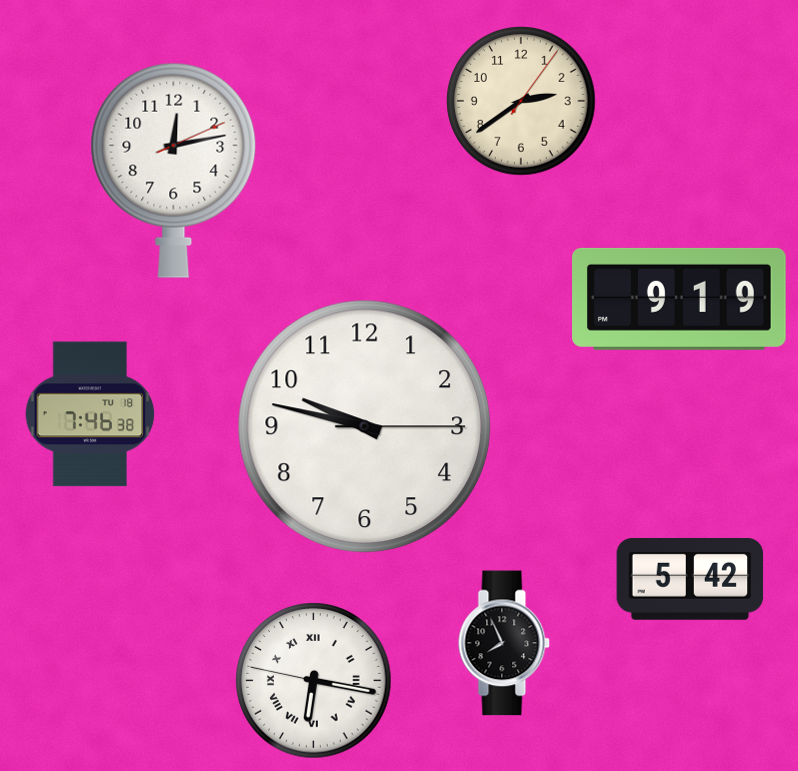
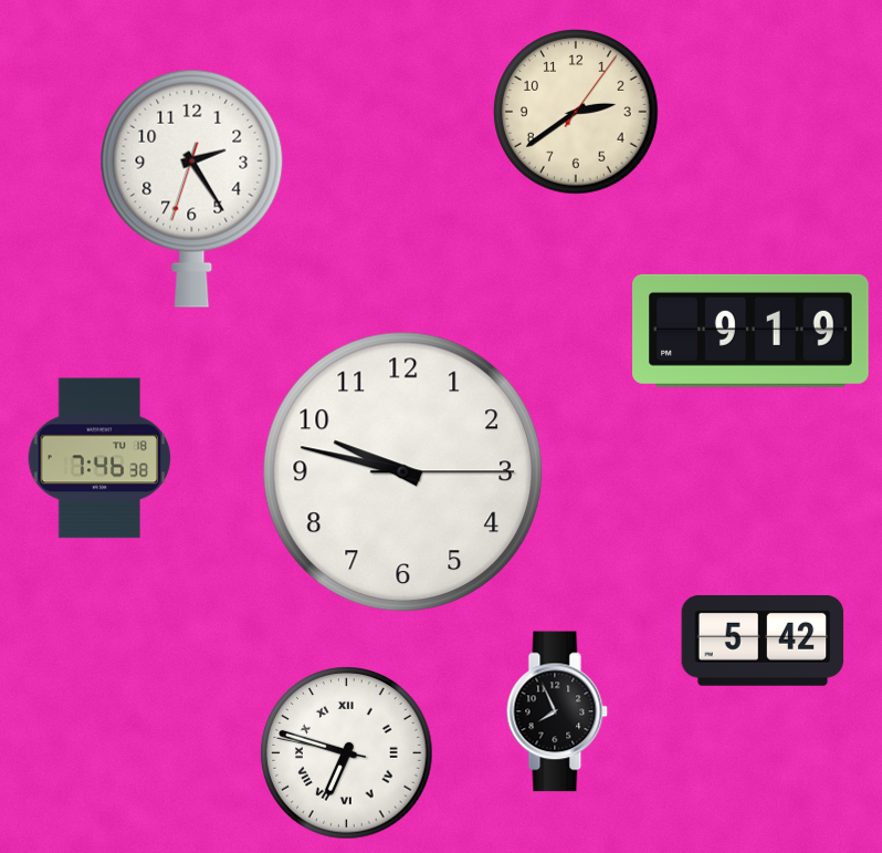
clock at (174, 170): 12:13 -> 2:24
clock at (314, 681): 6:16 -> 6:47
